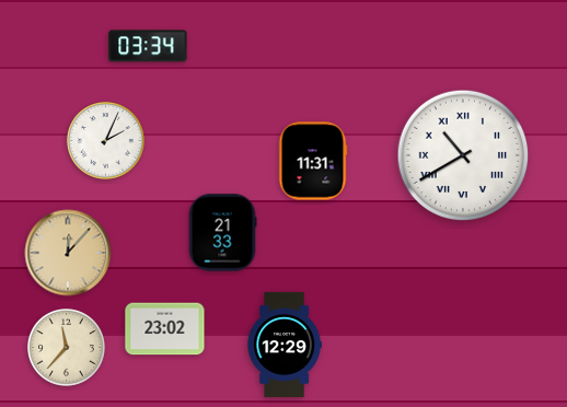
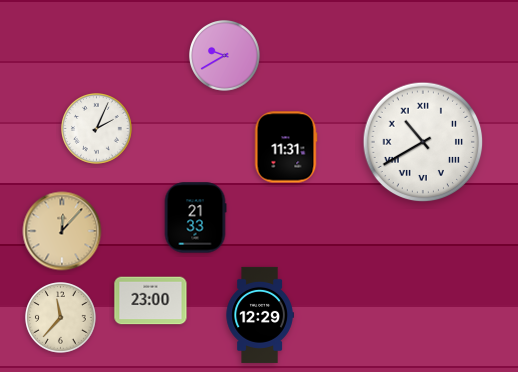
clock at (148, 46): 03:34 -> none
clock at (225, 56): none -> 9:40
clock at (222, 233) position: (222, 233) -> (195, 218)
clock at (165, 329): 23:02 -> 23:00
